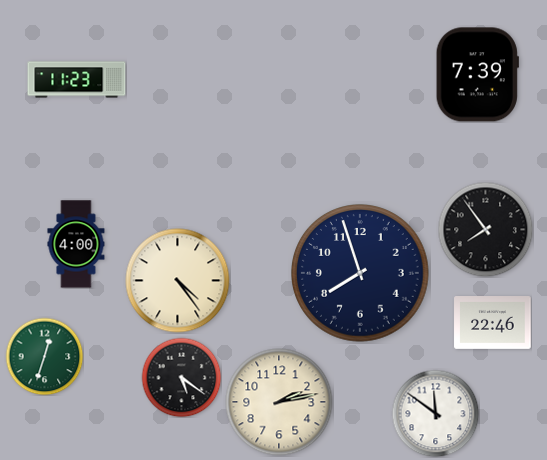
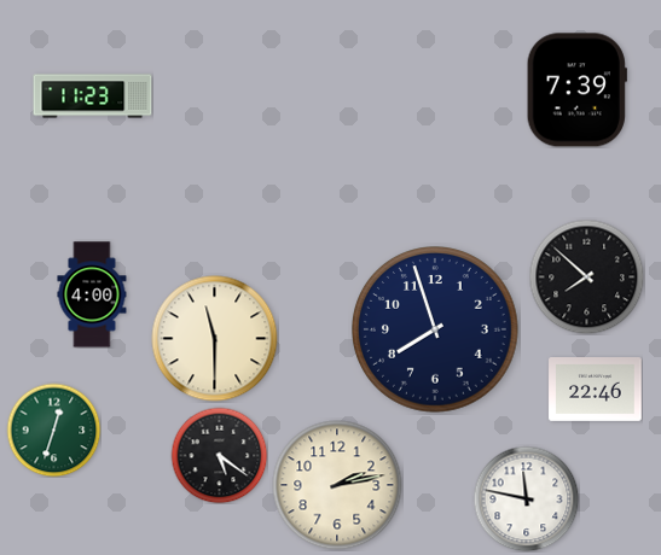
clock at (485, 229): 7:54 -> 7:52
clock at (178, 281): 4:24 -> 11:30
clock at (435, 413): 11:51 -> 11:47
